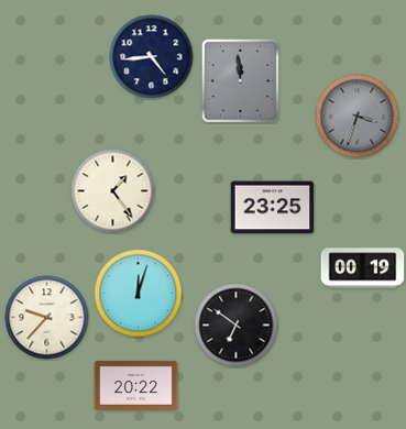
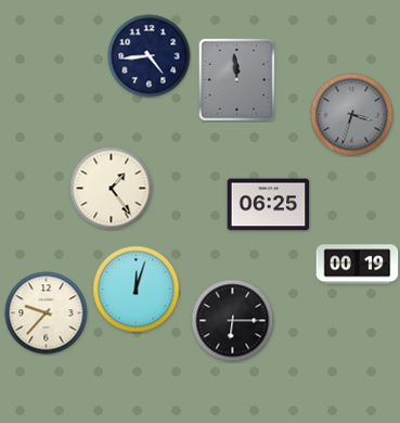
clock at (273, 208): 23:25 -> 06:25
clock at (237, 326): 6:51 -> 6:15
clock at (136, 385): 20:22 -> none
